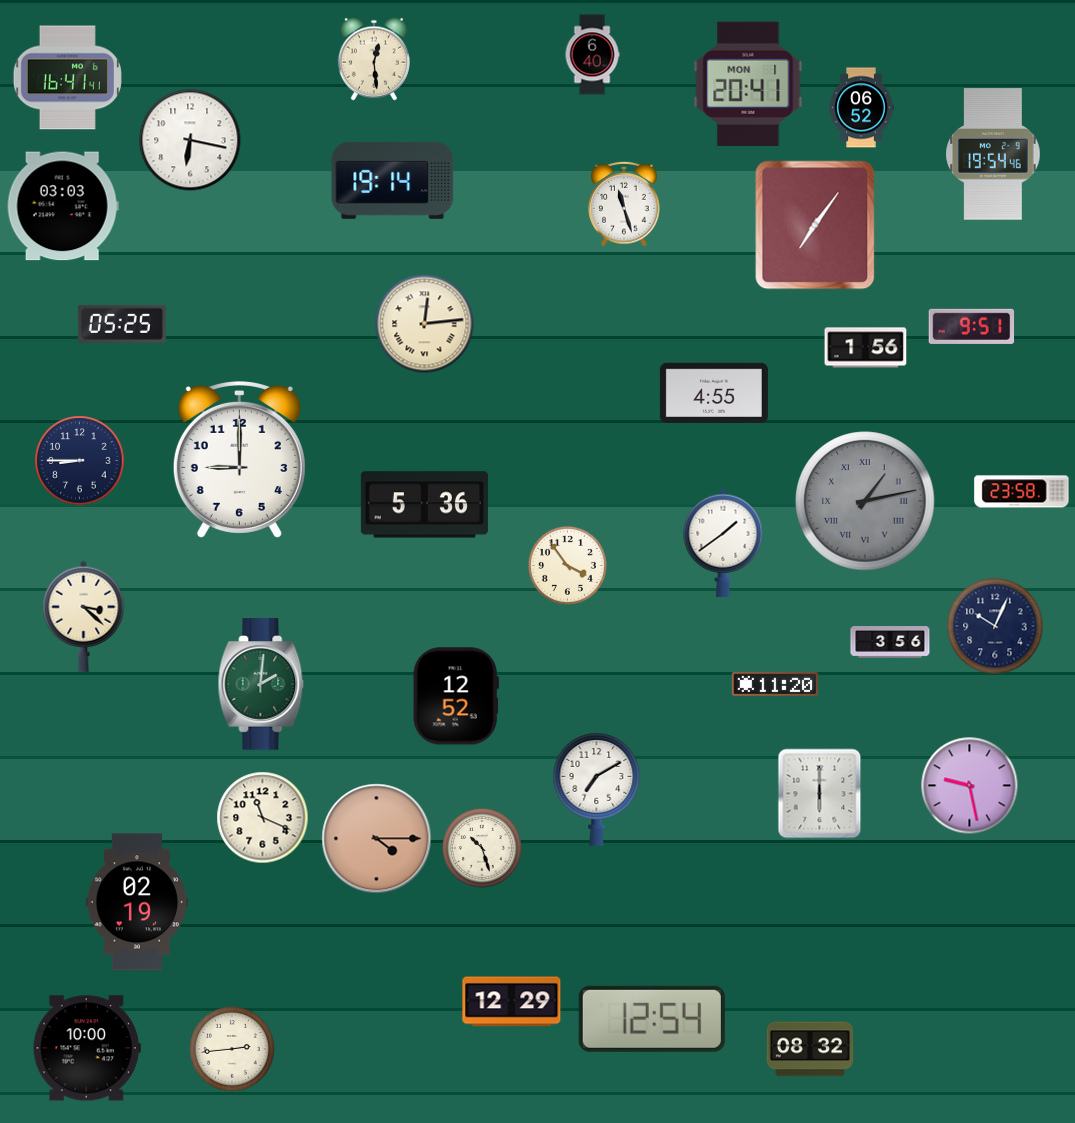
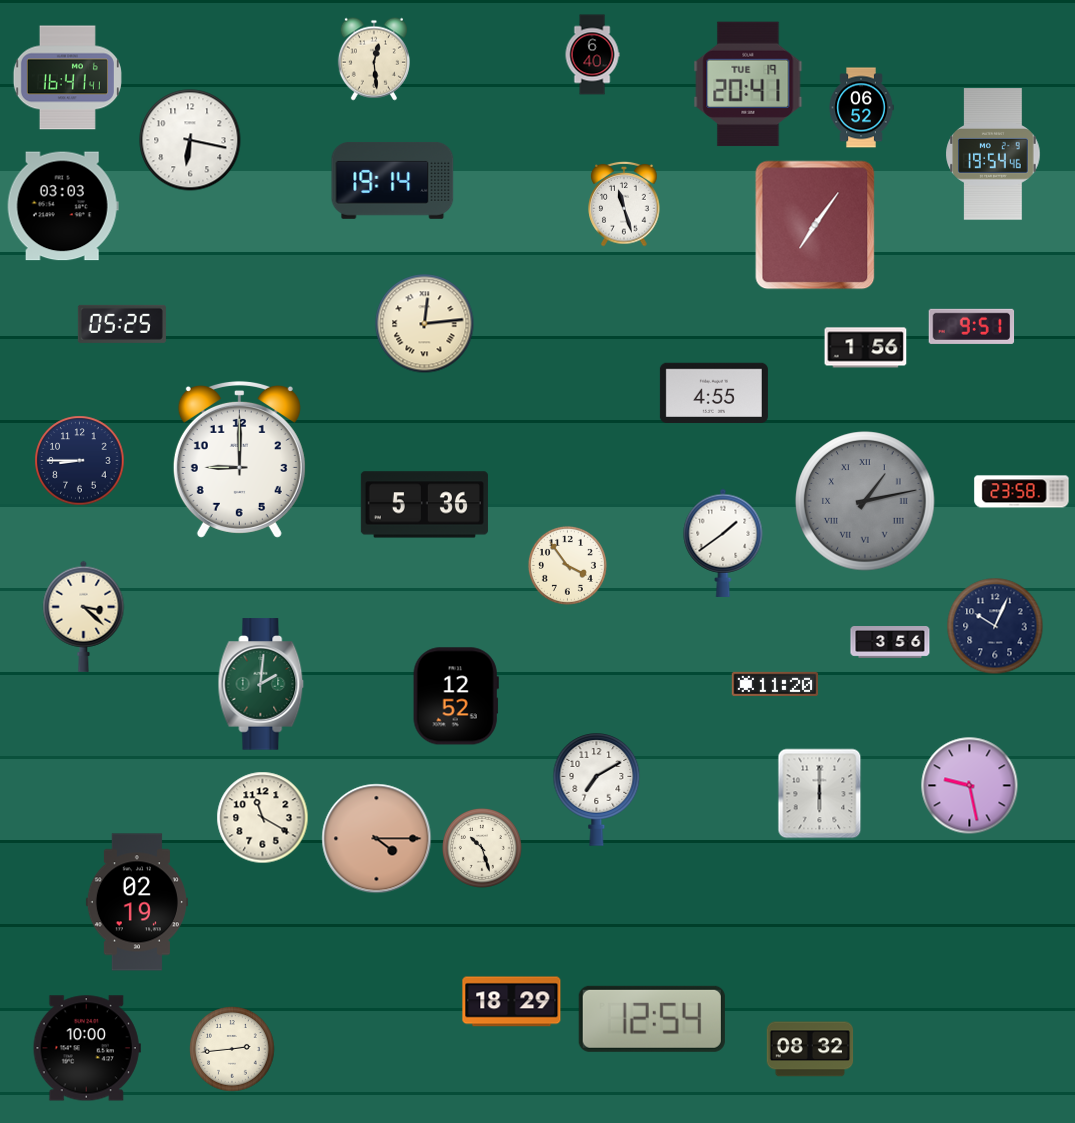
clock at (748, 84) date: MON 1 -> TUE 19
clock at (263, 818): 11:19 -> 11:20
clock at (512, 1002): 12:29 -> 18:29
